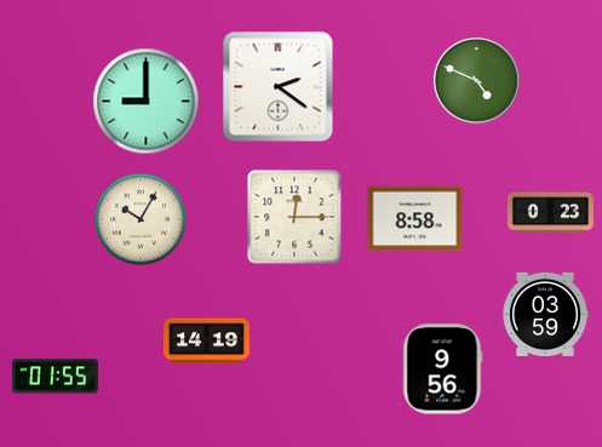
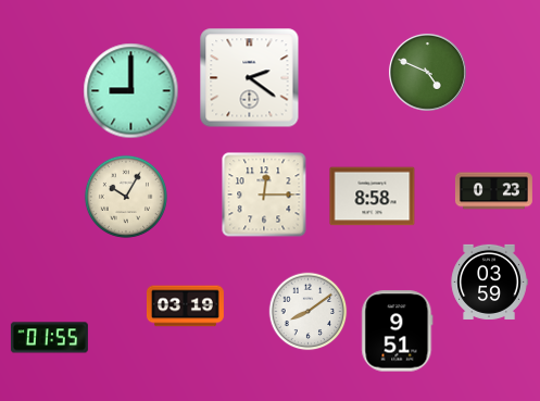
clock at (206, 342): 14:19 -> 03:19
clock at (309, 312): none -> 8:09
clock at (443, 369): 9:56 -> 9:51
